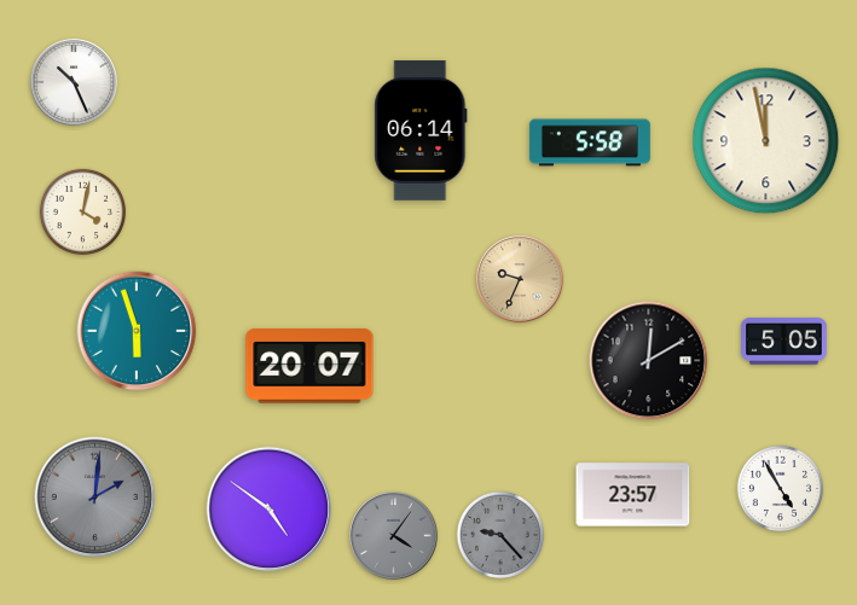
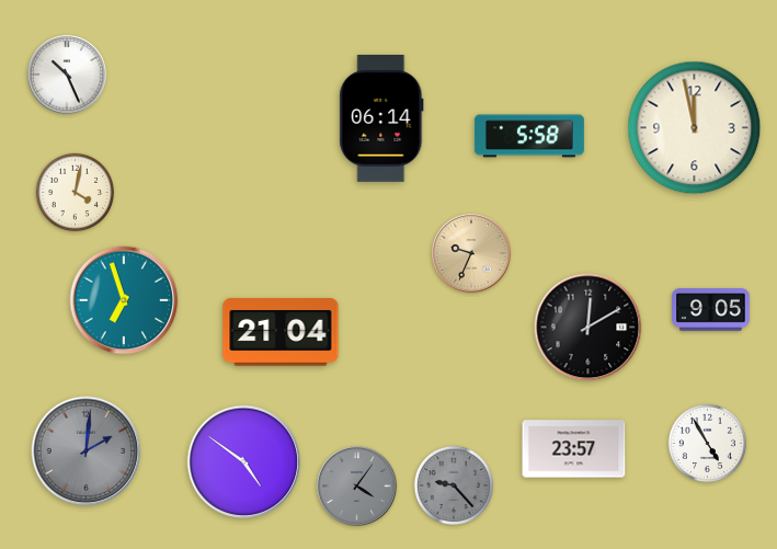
clock at (590, 142) position: (590, 142) -> (529, 136)
clock at (137, 331): 5:57 -> 6:57
clock at (784, 342): 5:05 -> 9:05
clock at (309, 366): 20:07 -> 21:04
